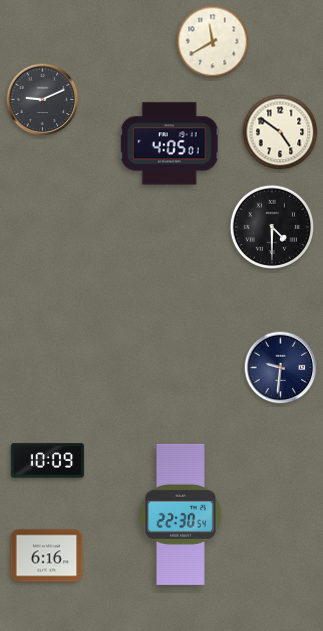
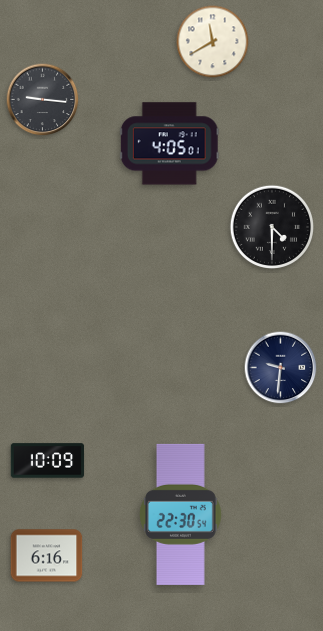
clock at (43, 100): 9:11 -> 9:16
clock at (280, 132): 4:51 -> none
